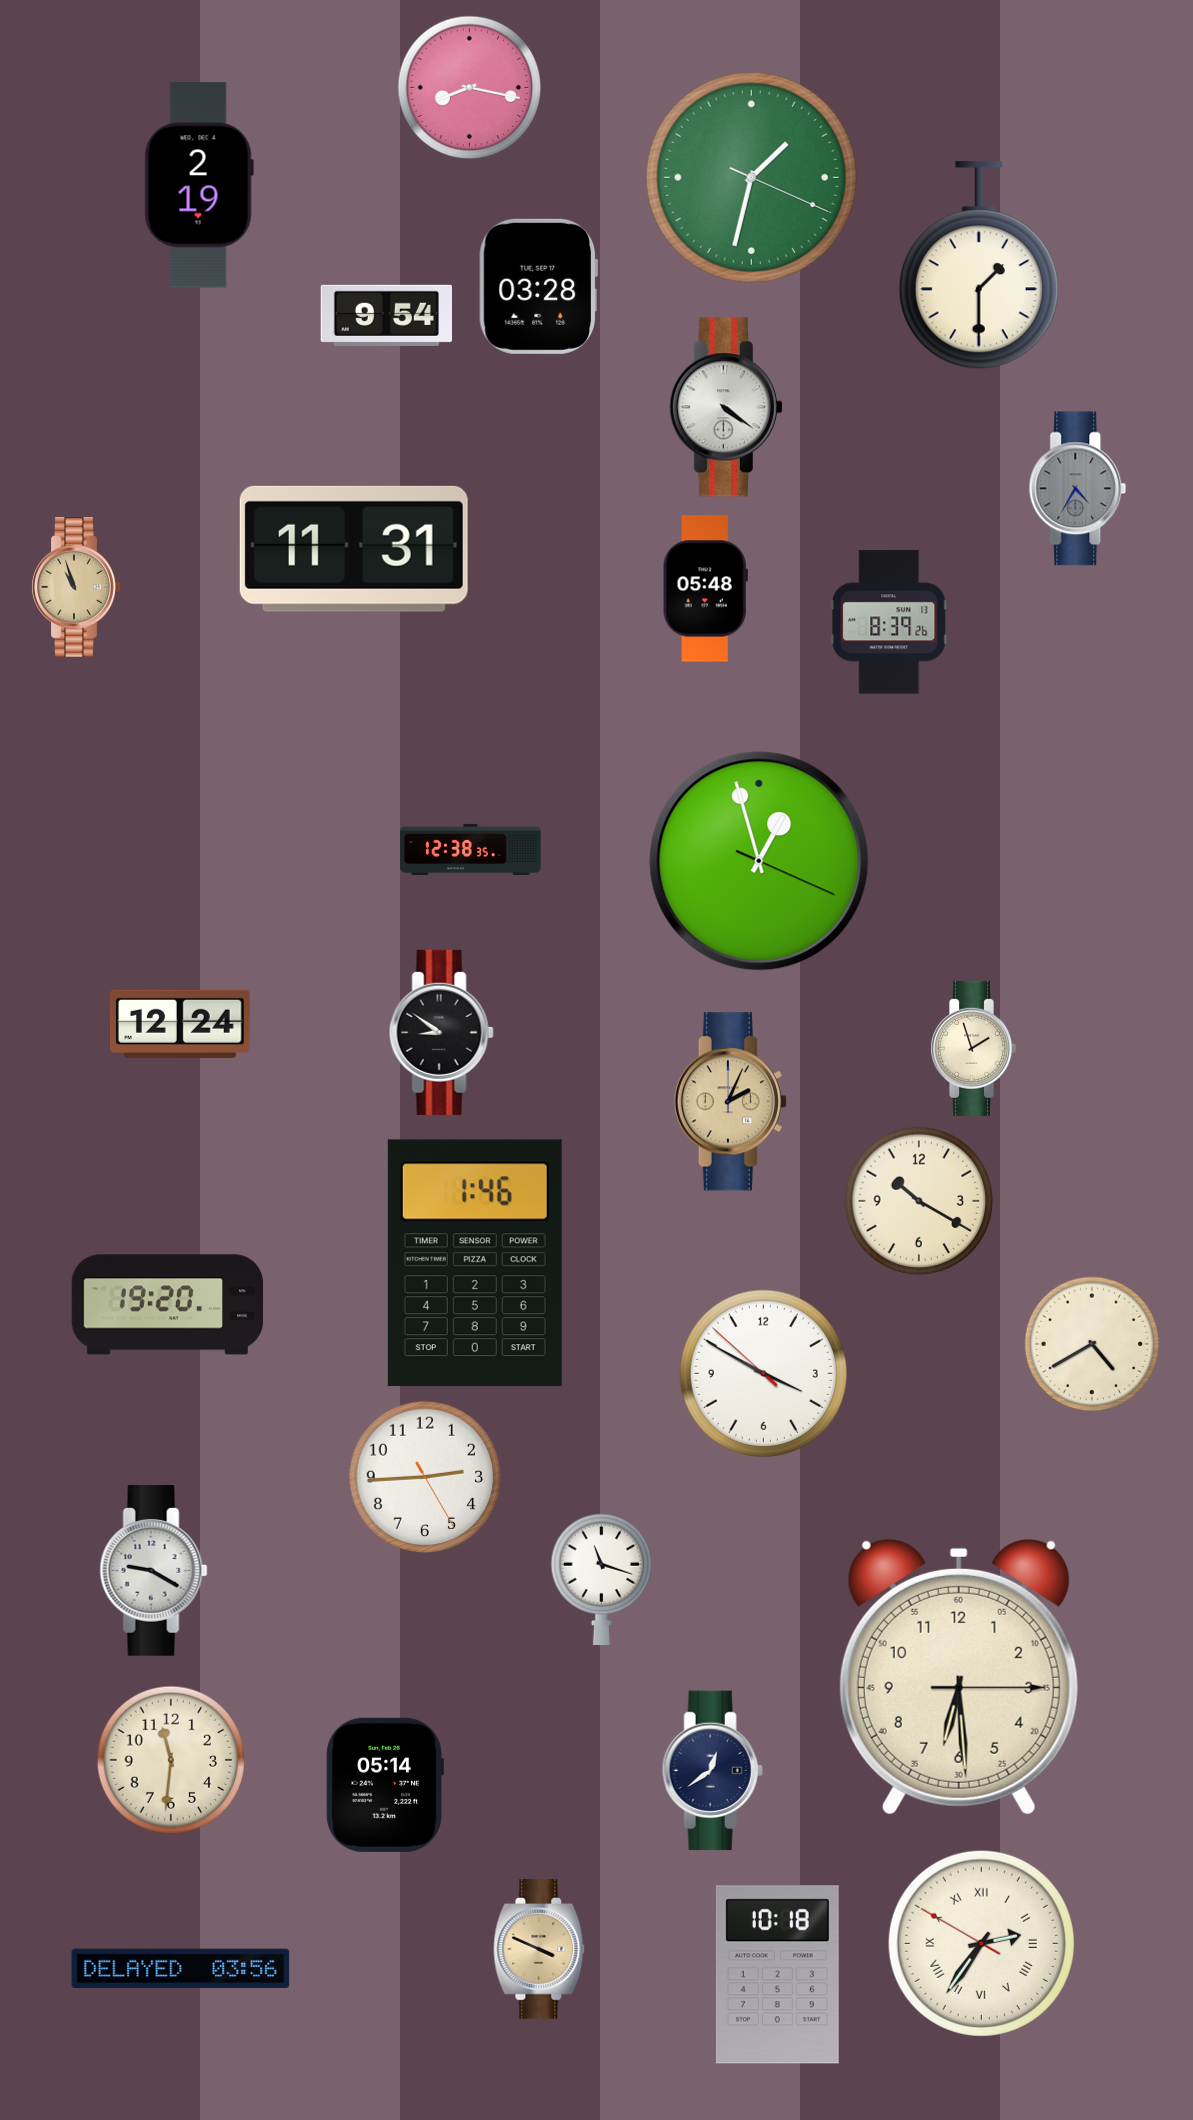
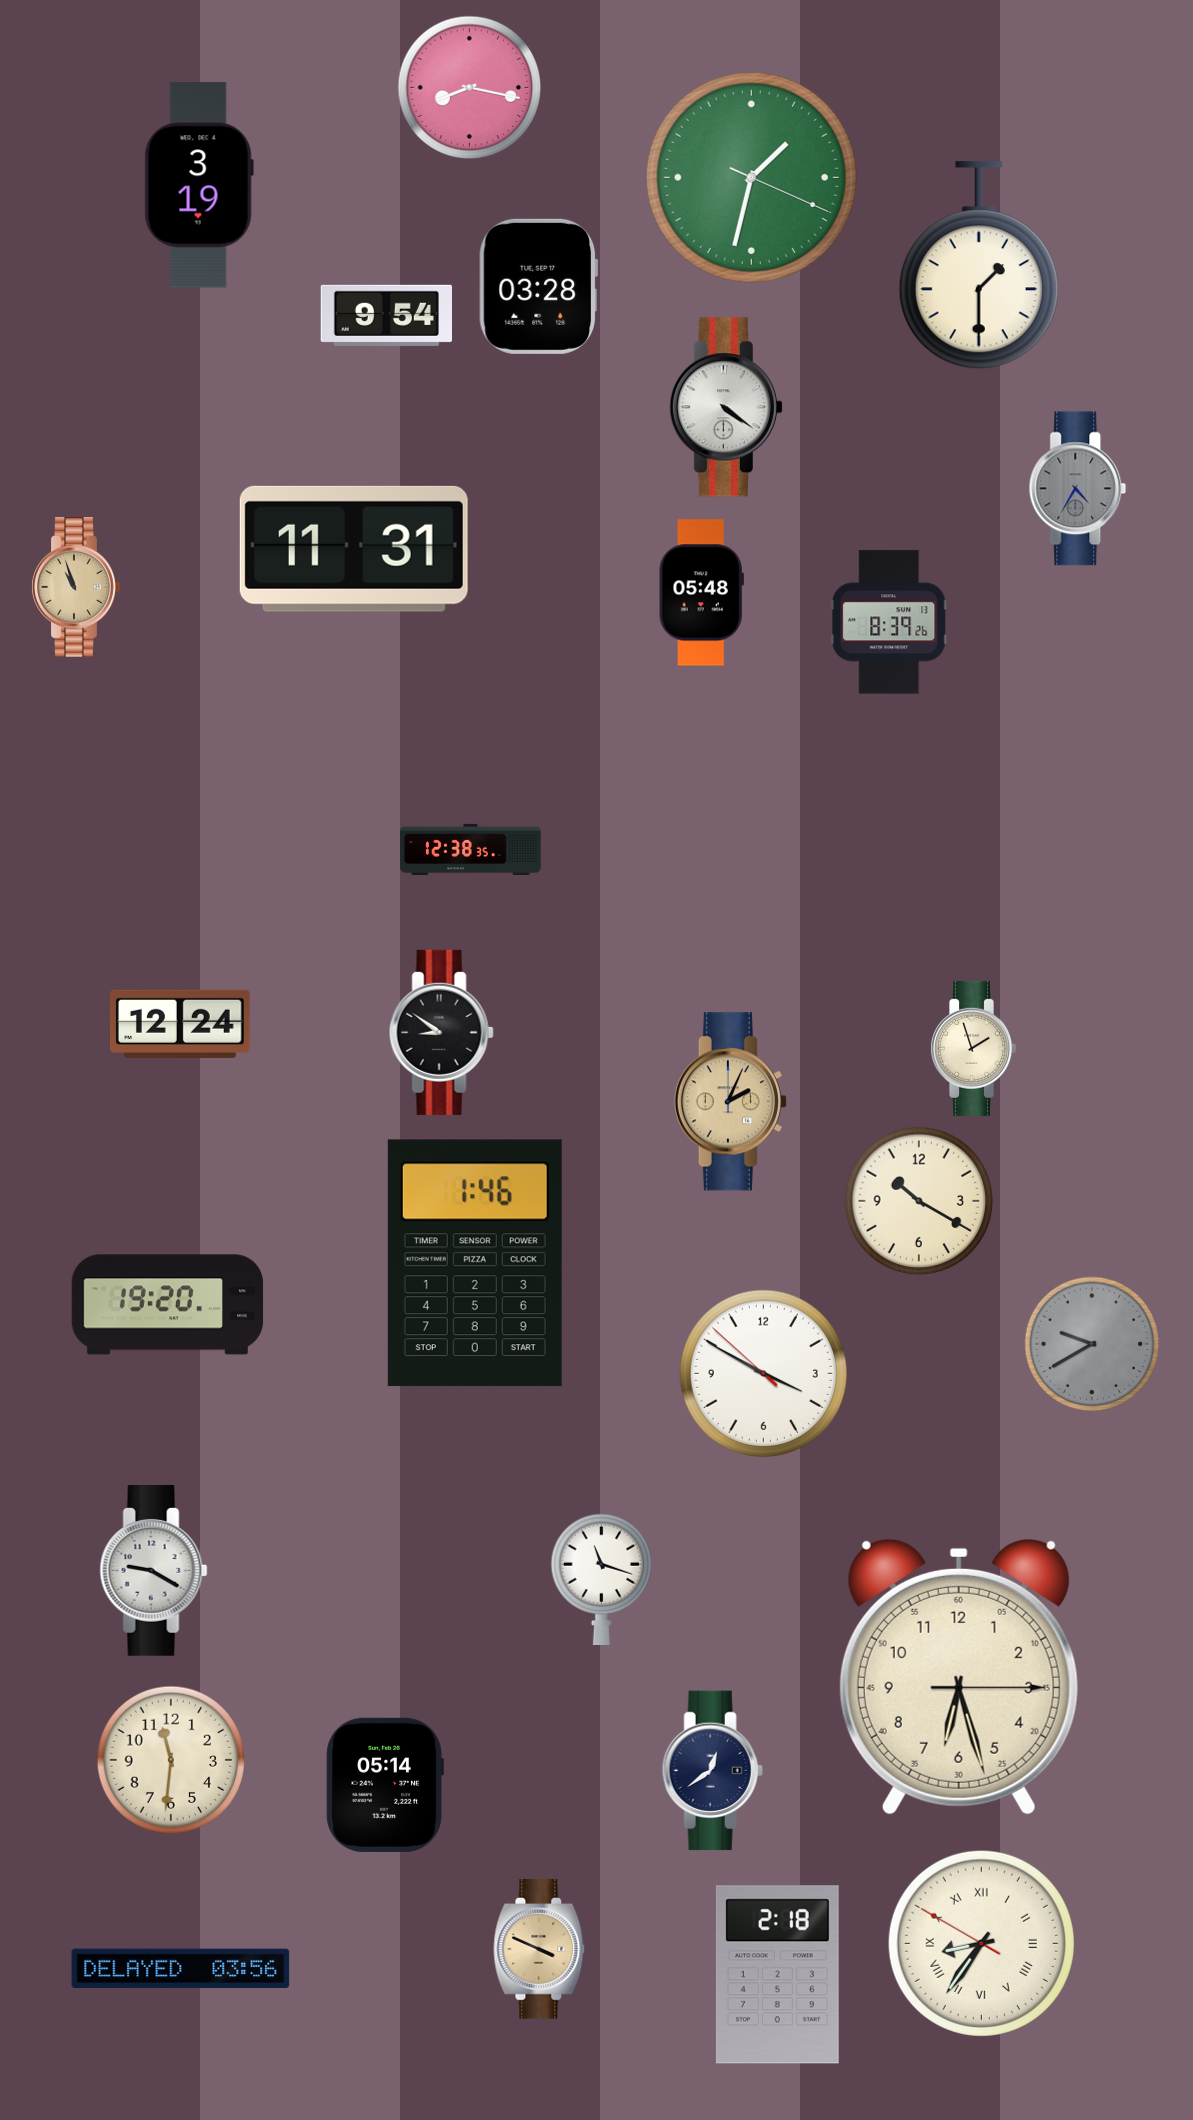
clock at (199, 185): 2:19 -> 3:19
clock at (705, 589) position: (705, 589) -> (701, 593)
clock at (759, 861): 12:57 -> none
clock at (1092, 1344): 4:40 -> 9:40
clock at (1092, 1344) dial: cream -> grey
clock at (425, 1477): 2:44 -> none
clock at (959, 1677): 6:29 -> 6:27
clock at (981, 1943): 2:35 -> 8:35
clock at (777, 1975): 10:18 -> 2:18
